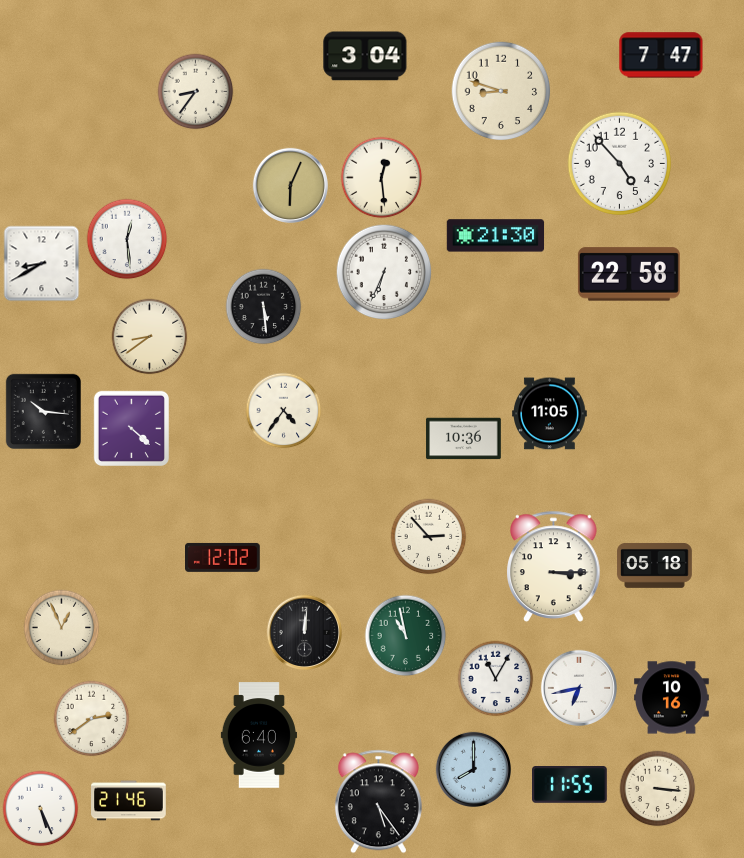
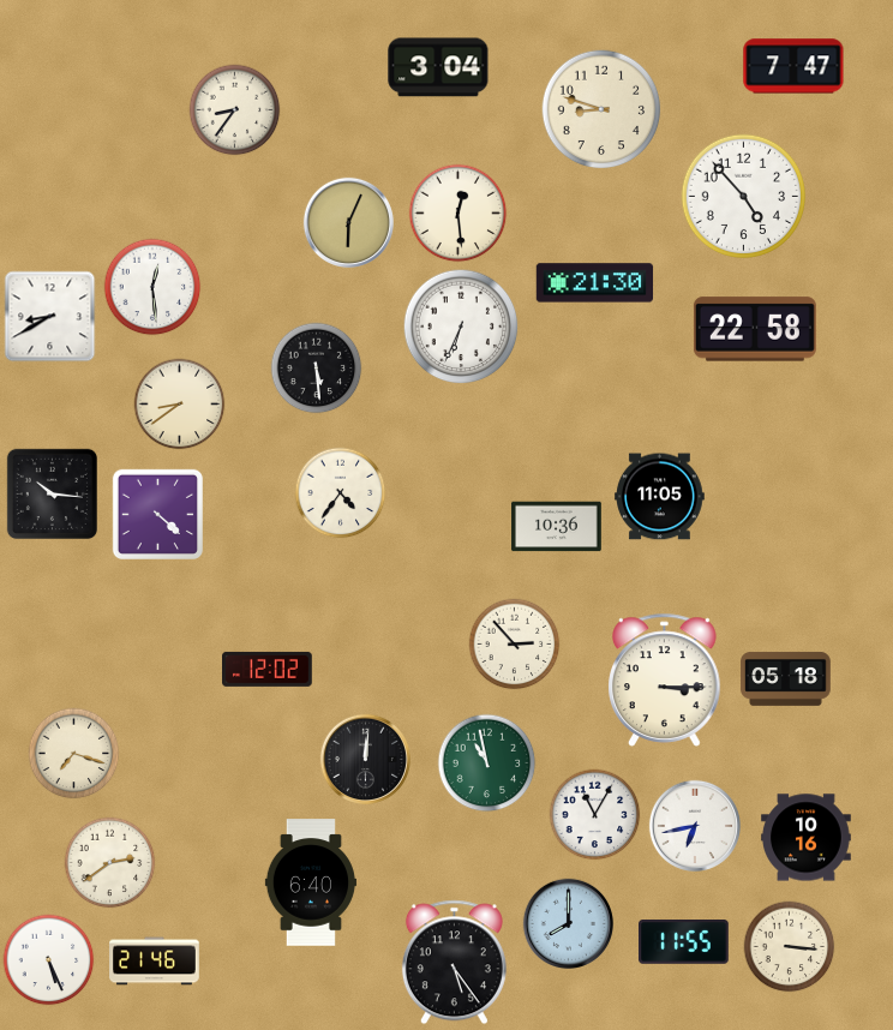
clock at (62, 628): 12:56 -> 7:18
clock at (41, 809) position: (41, 809) -> (49, 960)
